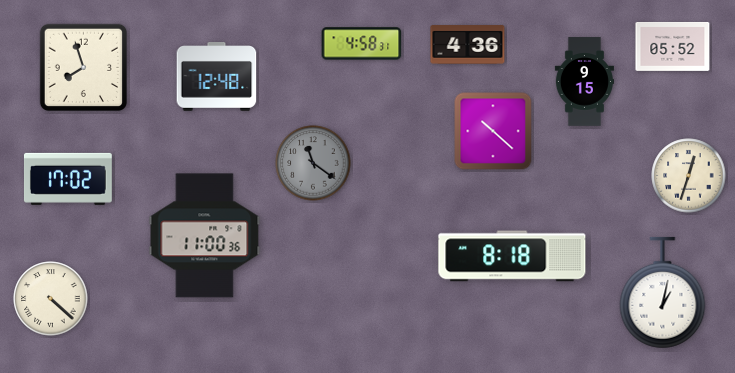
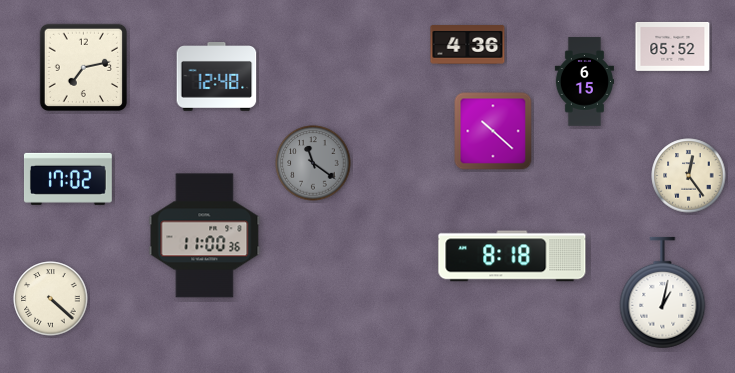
clock at (362, 44): 4:58 -> none
clock at (83, 67): 7:57 -> 7:13
clock at (584, 82): 9:15 -> 6:15
clock at (689, 176): 12:33 -> 12:24
